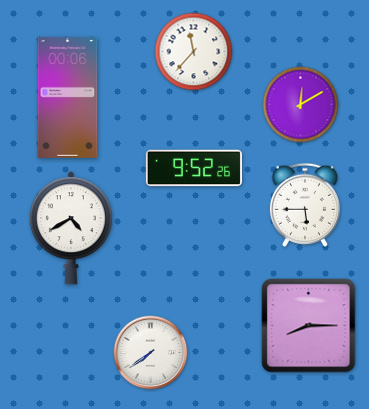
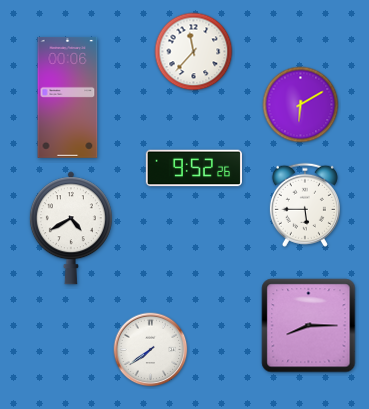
clock at (301, 105): 12:10 -> 6:10
clock at (151, 353) position: (151, 353) -> (151, 350)
